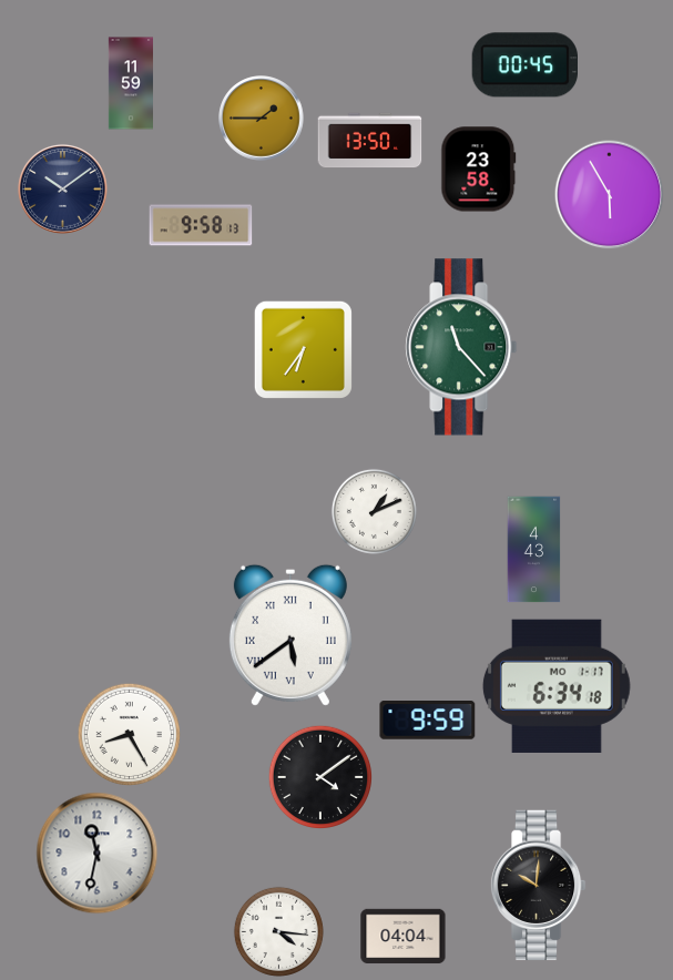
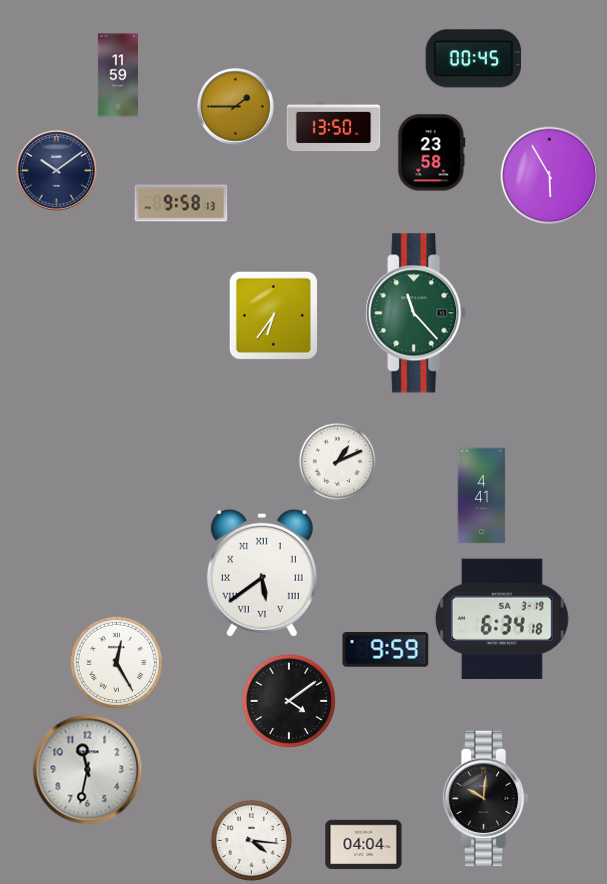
clock at (534, 550): 4:43 -> 4:41
clock at (557, 686) date: MO 1-17 -> SA 3-19
clock at (129, 734): 8:25 -> 12:25
